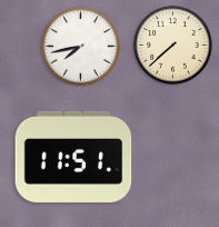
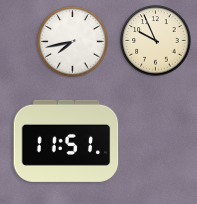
clock at (173, 46): 7:38 -> 9:56
